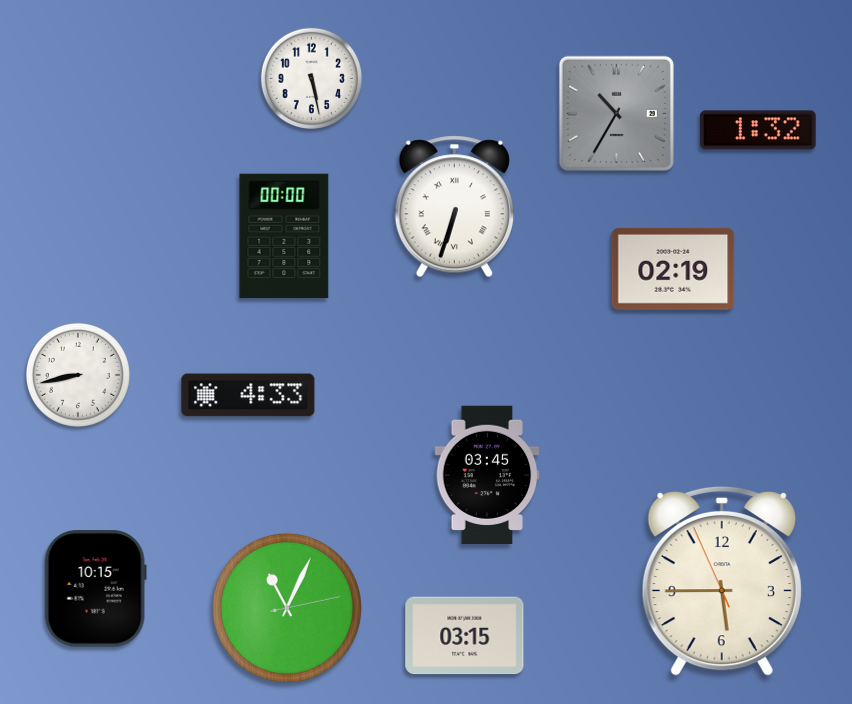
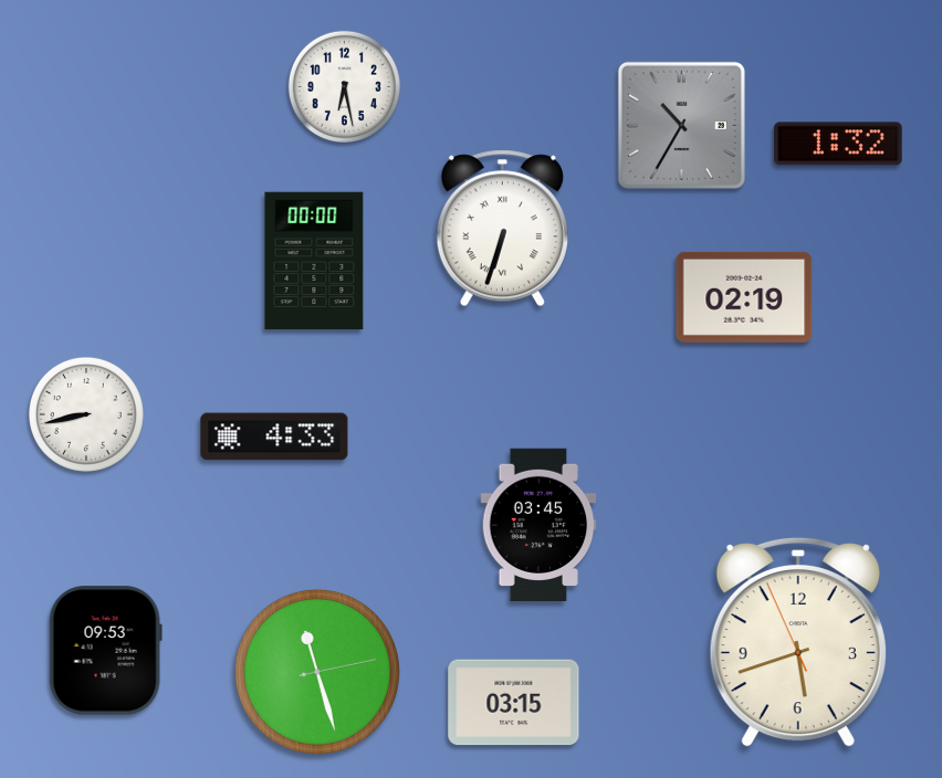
clock at (311, 78): 5:28 -> 6:28
clock at (722, 581): 5:44 -> 5:41
clock at (95, 589): 10:15 -> 09:53
clock at (287, 608): 11:04 -> 11:27
